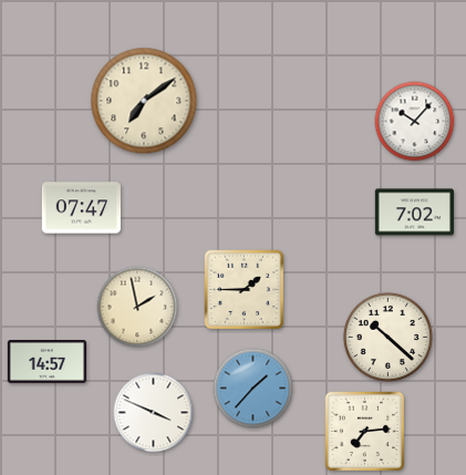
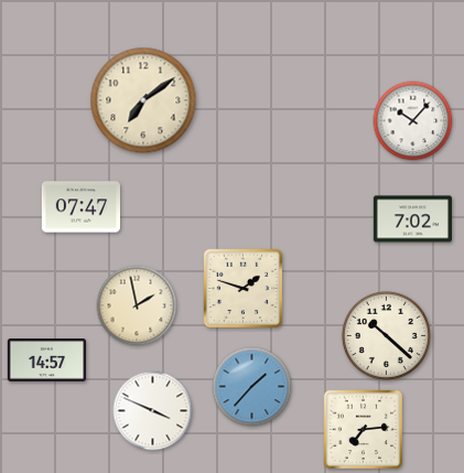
clock at (414, 213) position: (414, 213) -> (412, 219)
clock at (245, 290): 1:45 -> 1:48
